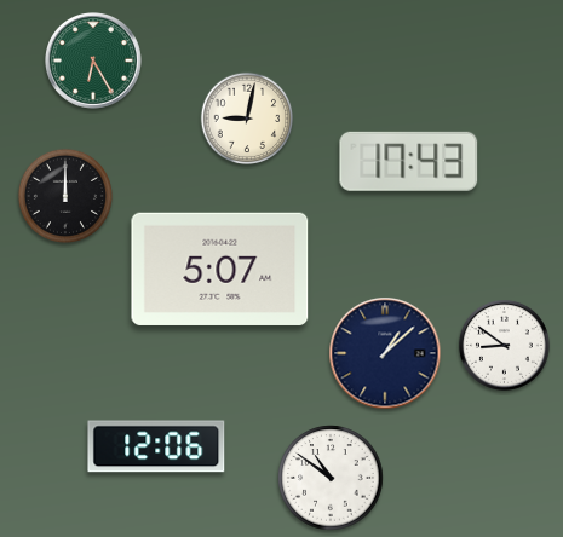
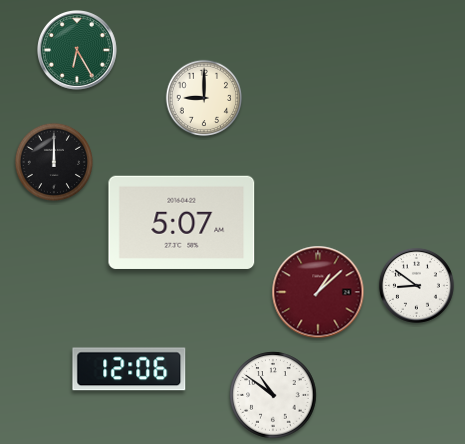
clock at (247, 119): 9:02 -> 9:00
clock at (409, 161): 17:43 -> none
clock at (385, 353) dial: navy -> burgundy
